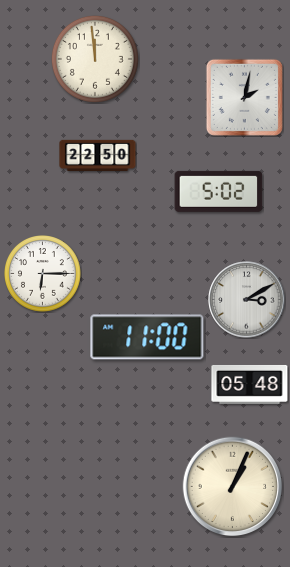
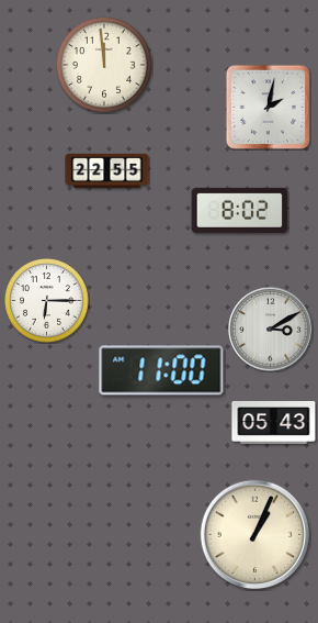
clock at (98, 155): 22:50 -> 22:55
clock at (219, 191): 5:02 -> 8:02
clock at (250, 384): 05:48 -> 05:43
